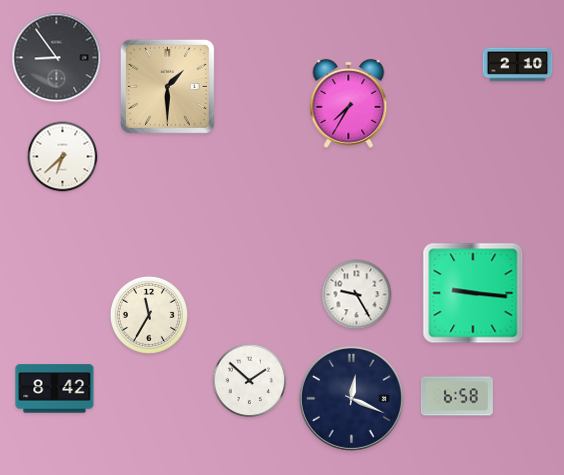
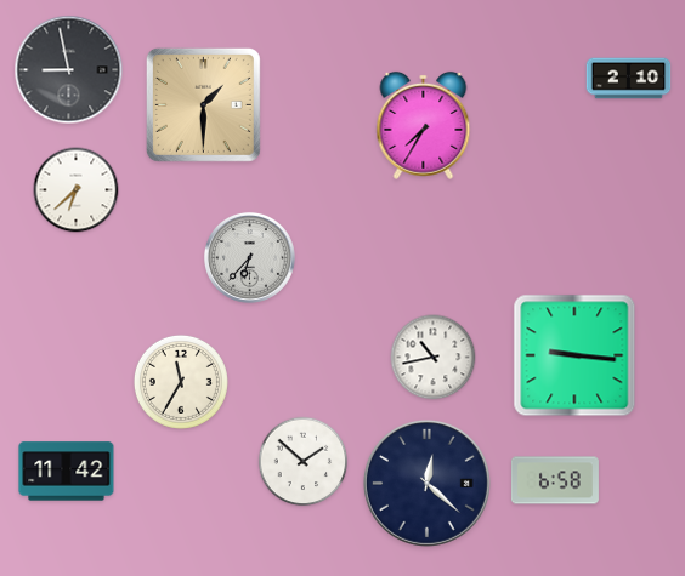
clock at (57, 58): 8:54 -> 8:58
clock at (249, 257): none -> 6:37
clock at (357, 295): 9:25 -> 10:43
clock at (55, 389): 8:42 -> 11:42
clock at (351, 398): 12:19 -> 12:22
